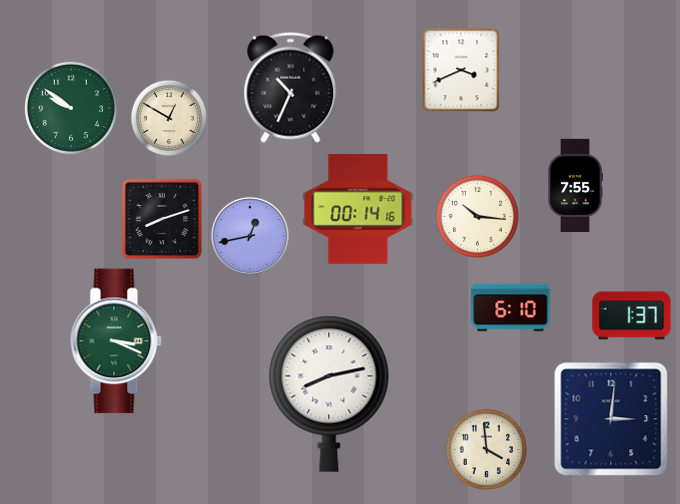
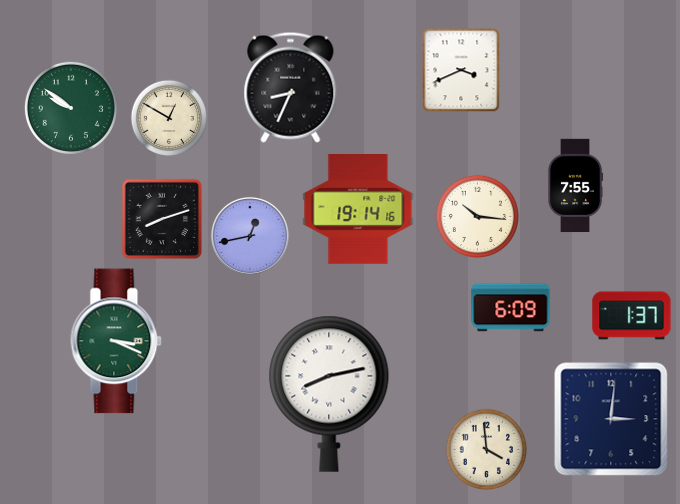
clock at (291, 87): 10:34 -> 8:34
clock at (358, 210): 00:14 -> 19:14
clock at (511, 308): 6:10 -> 6:09
